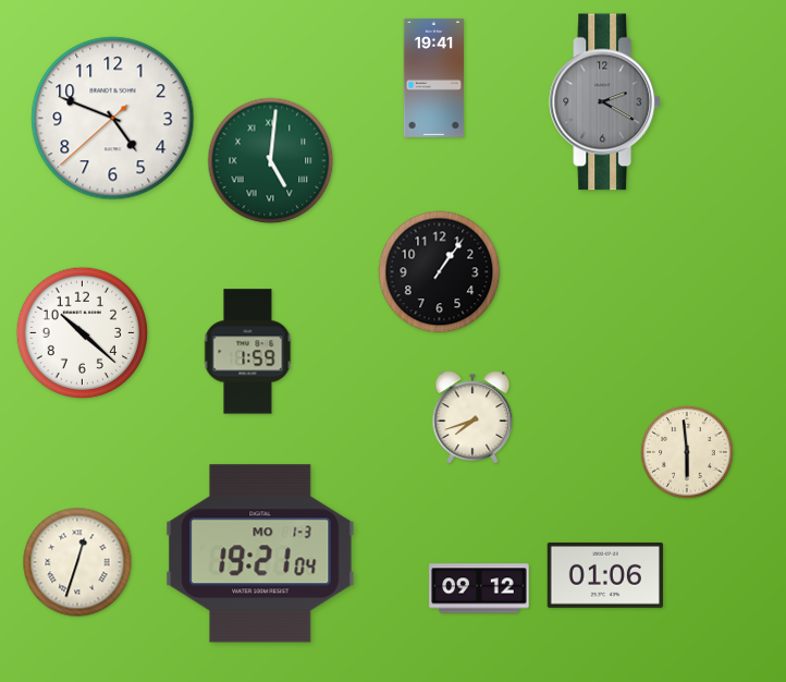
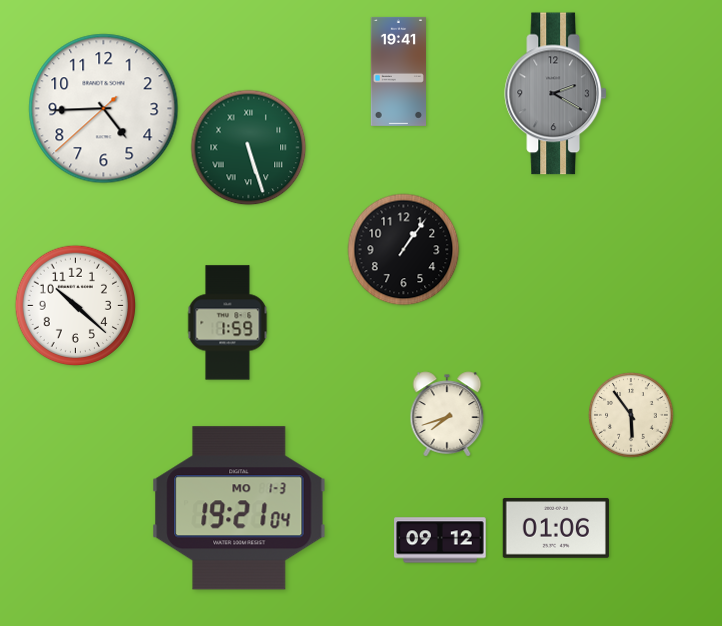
clock at (113, 119): 4:48 -> 4:44
clock at (271, 161): 5:01 -> 5:27
clock at (472, 417) position: (472, 417) -> (447, 414)
clock at (687, 452): 5:59 -> 5:54
clock at (77, 562): 12:33 -> none
